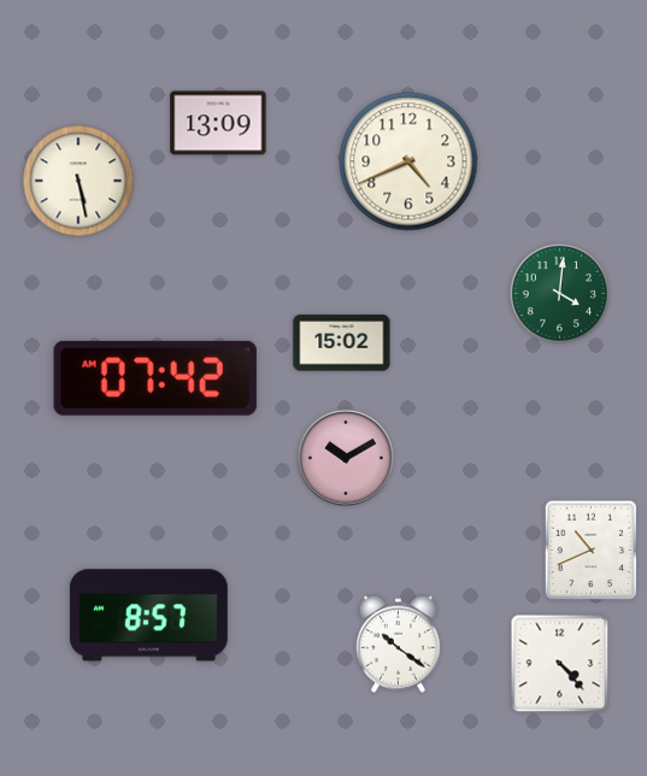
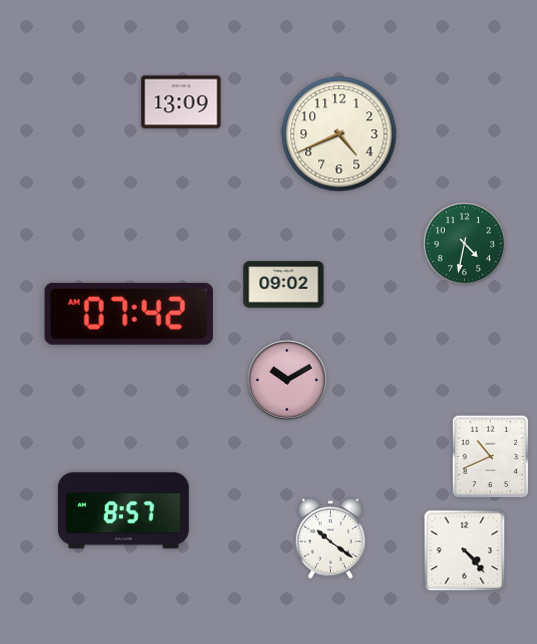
clock at (78, 181): 5:28 -> none
clock at (559, 293): 4:01 -> 4:32
clock at (342, 343): 15:02 -> 09:02
clock at (398, 643) position: (398, 643) -> (330, 538)
